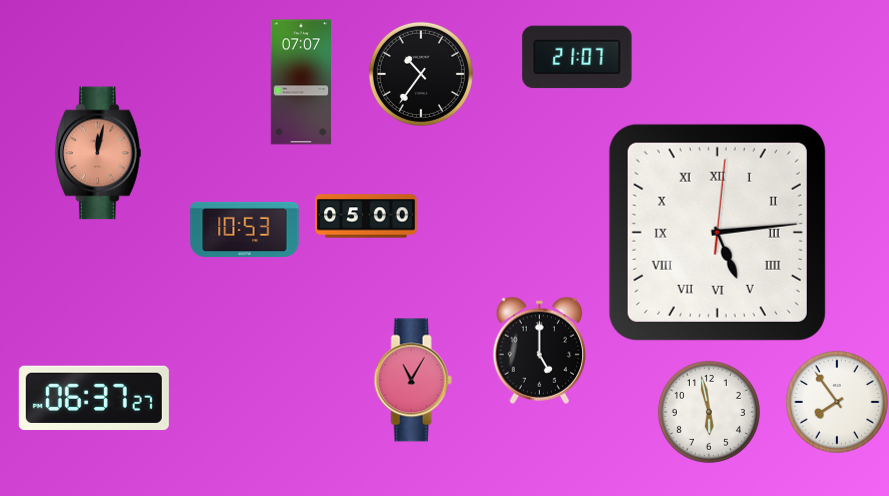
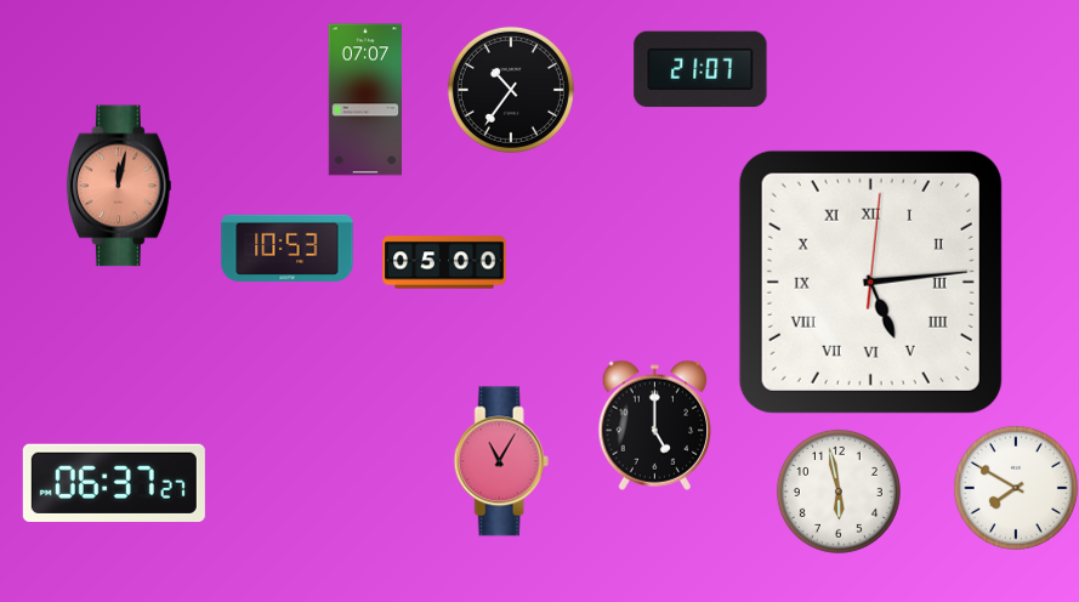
clock at (245, 229) position: (245, 229) -> (288, 248)
clock at (837, 402): 7:54 -> 7:50
clock at (709, 412) position: (709, 412) -> (839, 492)
